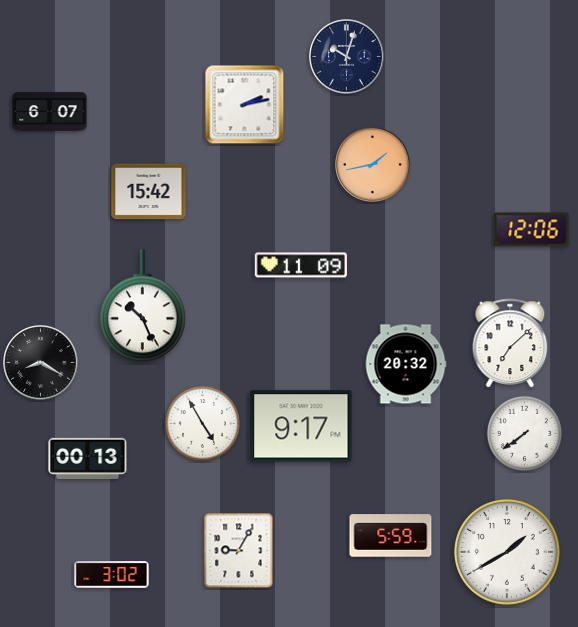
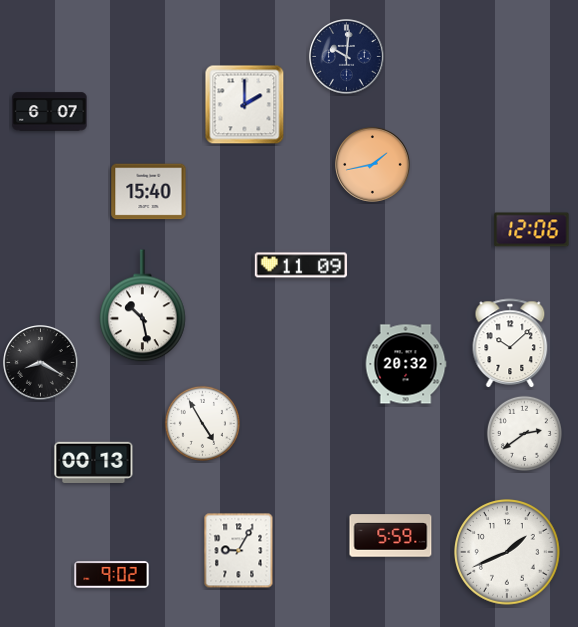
clock at (347, 57): 10:03 -> 10:01
clock at (245, 105): 2:13 -> 2:00
clock at (149, 192): 15:42 -> 15:40
clock at (143, 306): 10:26 -> 10:28
clock at (510, 344): 7:08 -> 10:08
clock at (301, 426): 9:17 -> none
clock at (524, 433): 7:39 -> 2:39
clock at (88, 458) position: (88, 458) -> (94, 462)
clock at (507, 552): 1:40 -> 1:41
clock at (112, 575): 3:02 -> 9:02
